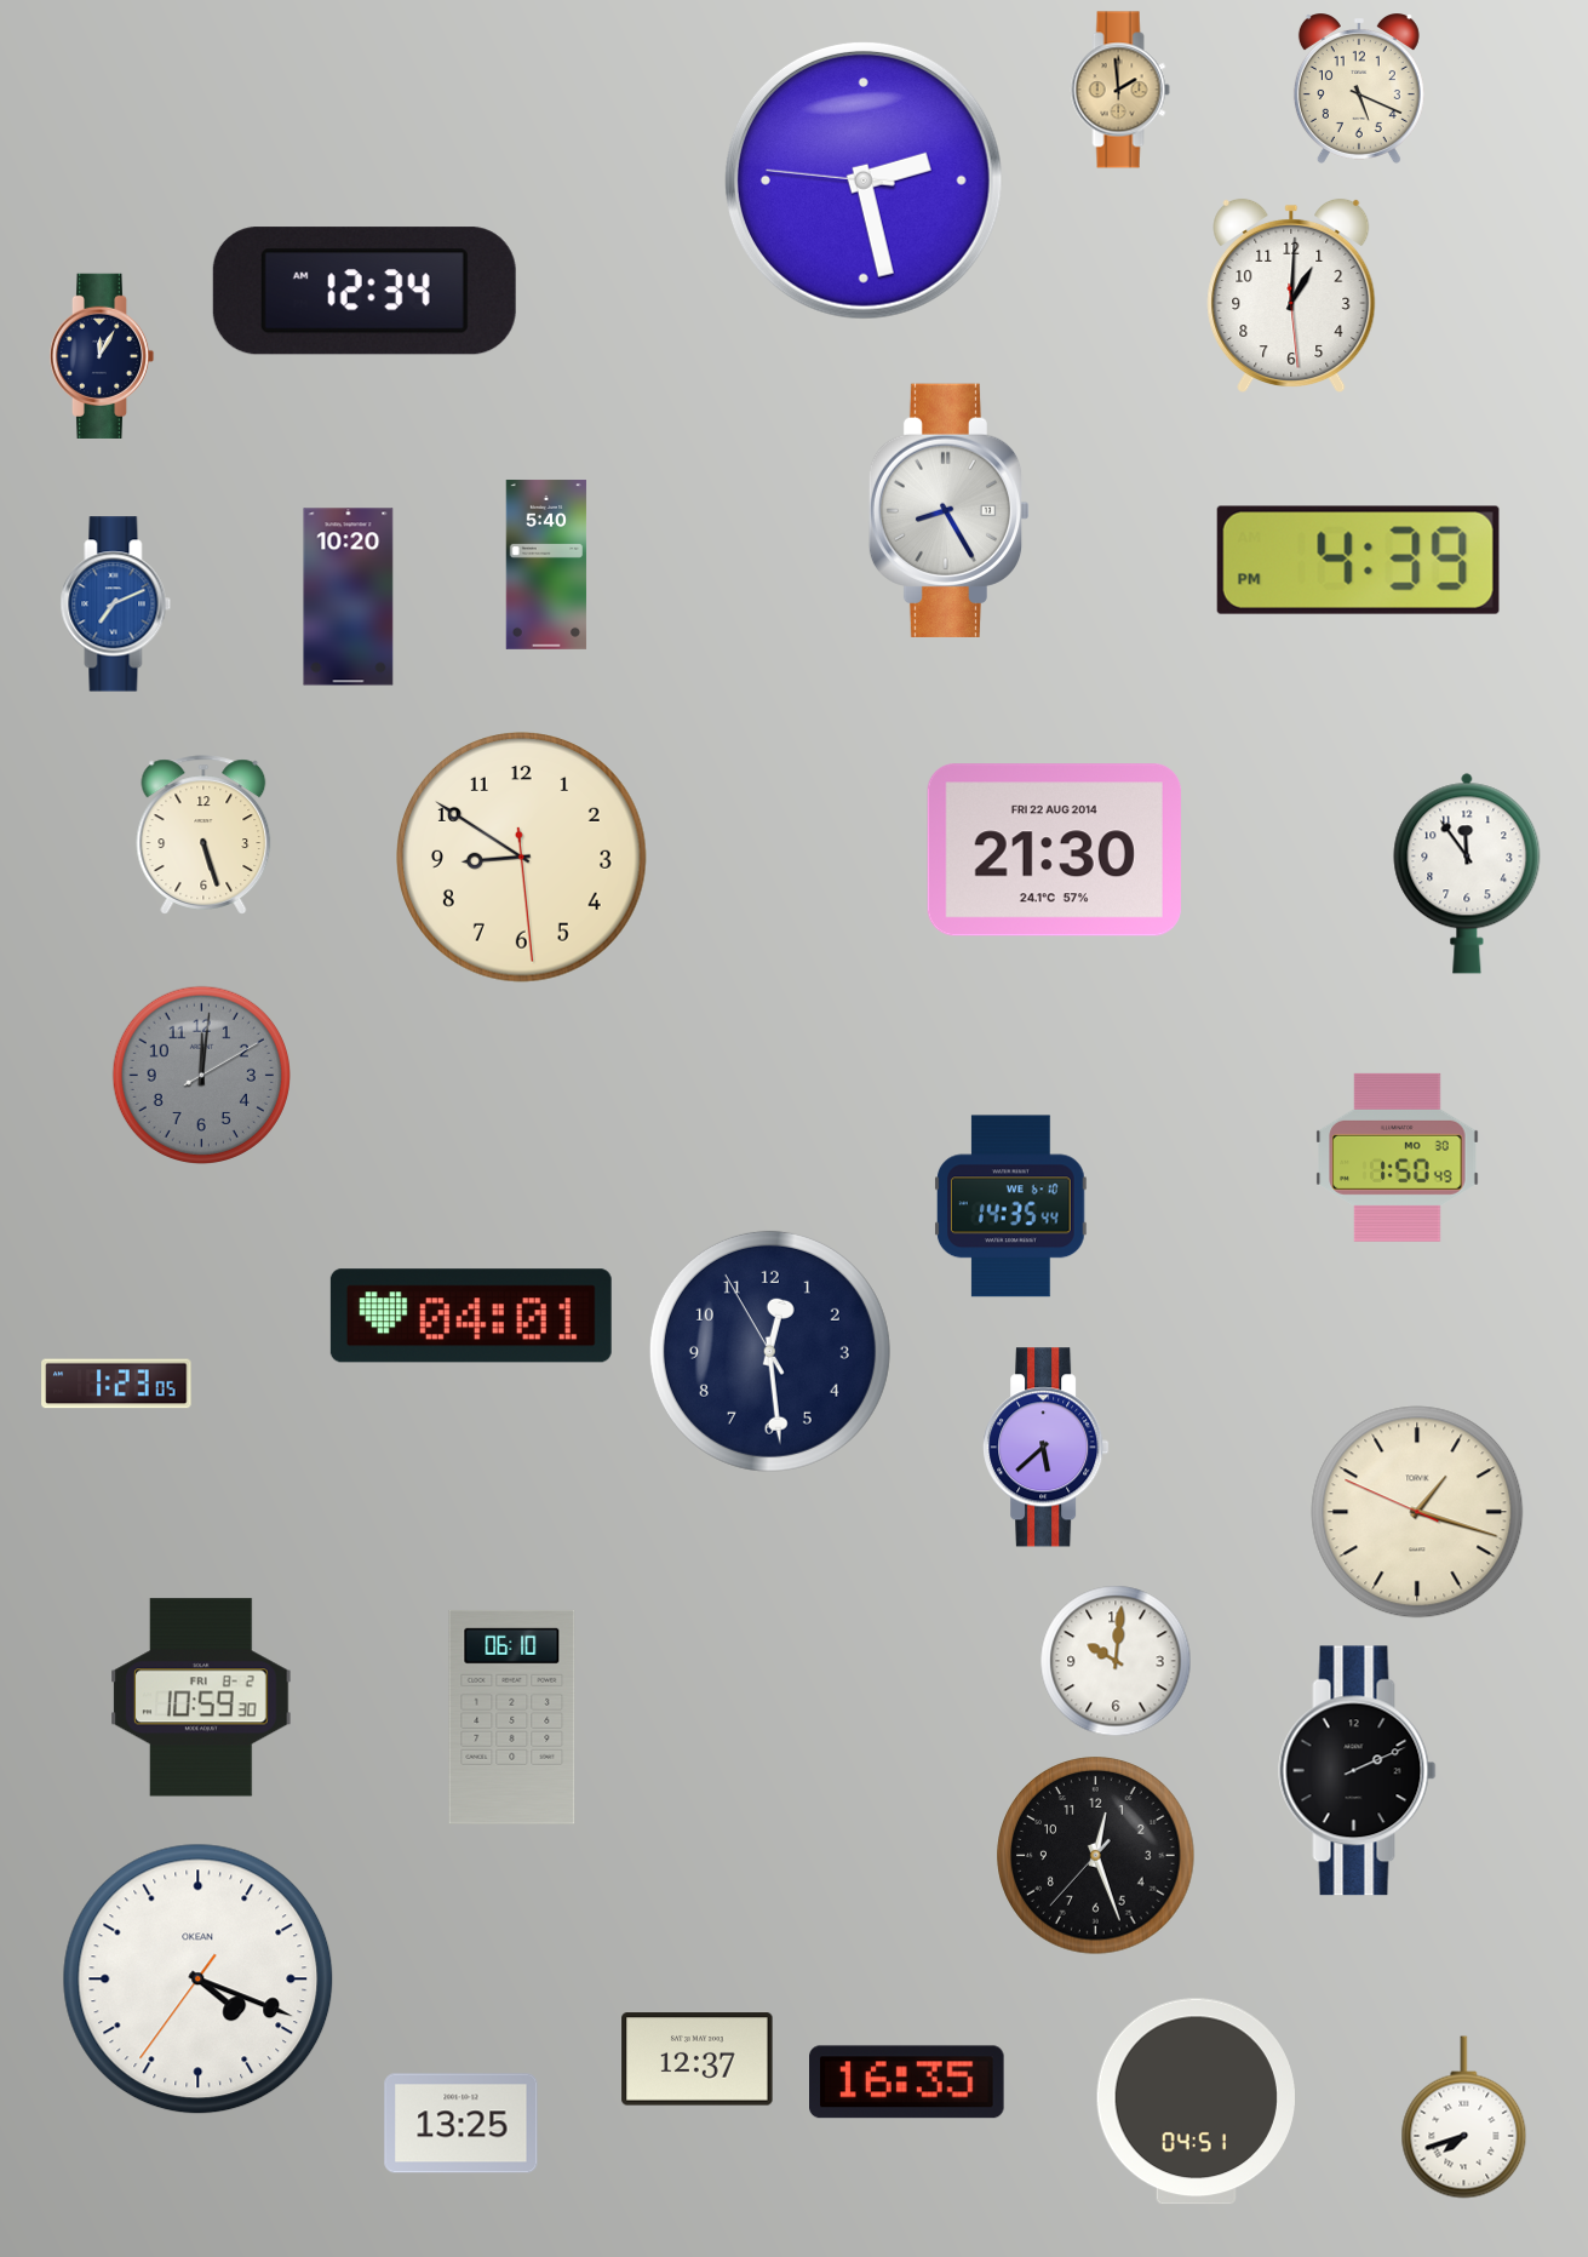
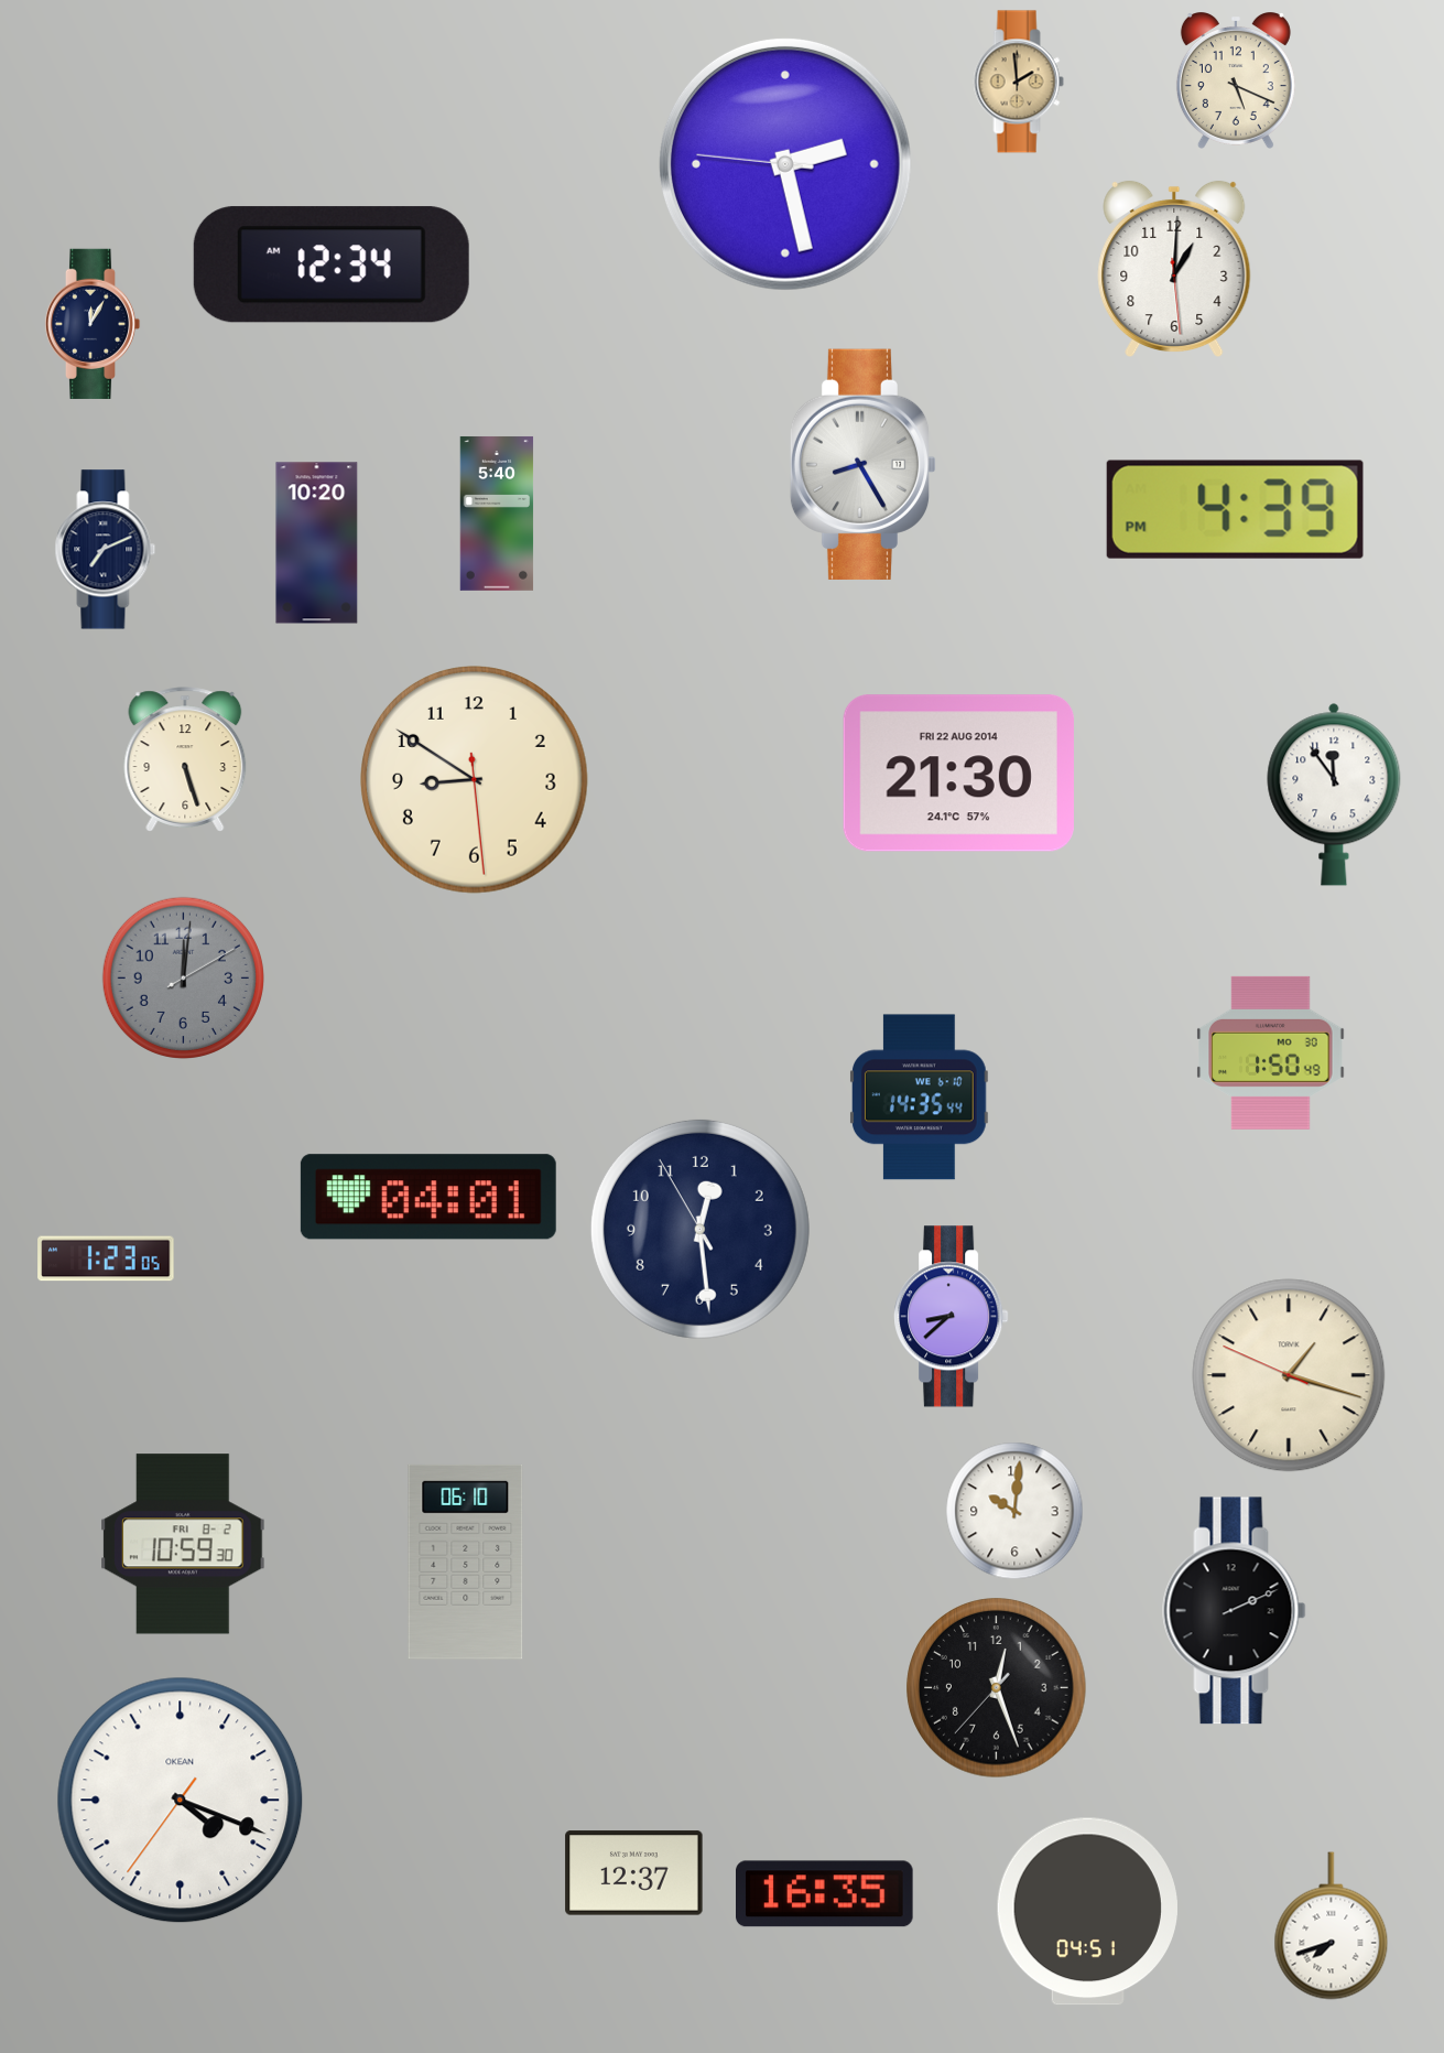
clock at (116, 605) dial: blue -> navy
clock at (1047, 1448): 5:38 -> 8:38
clock at (462, 2124): 13:25 -> none
